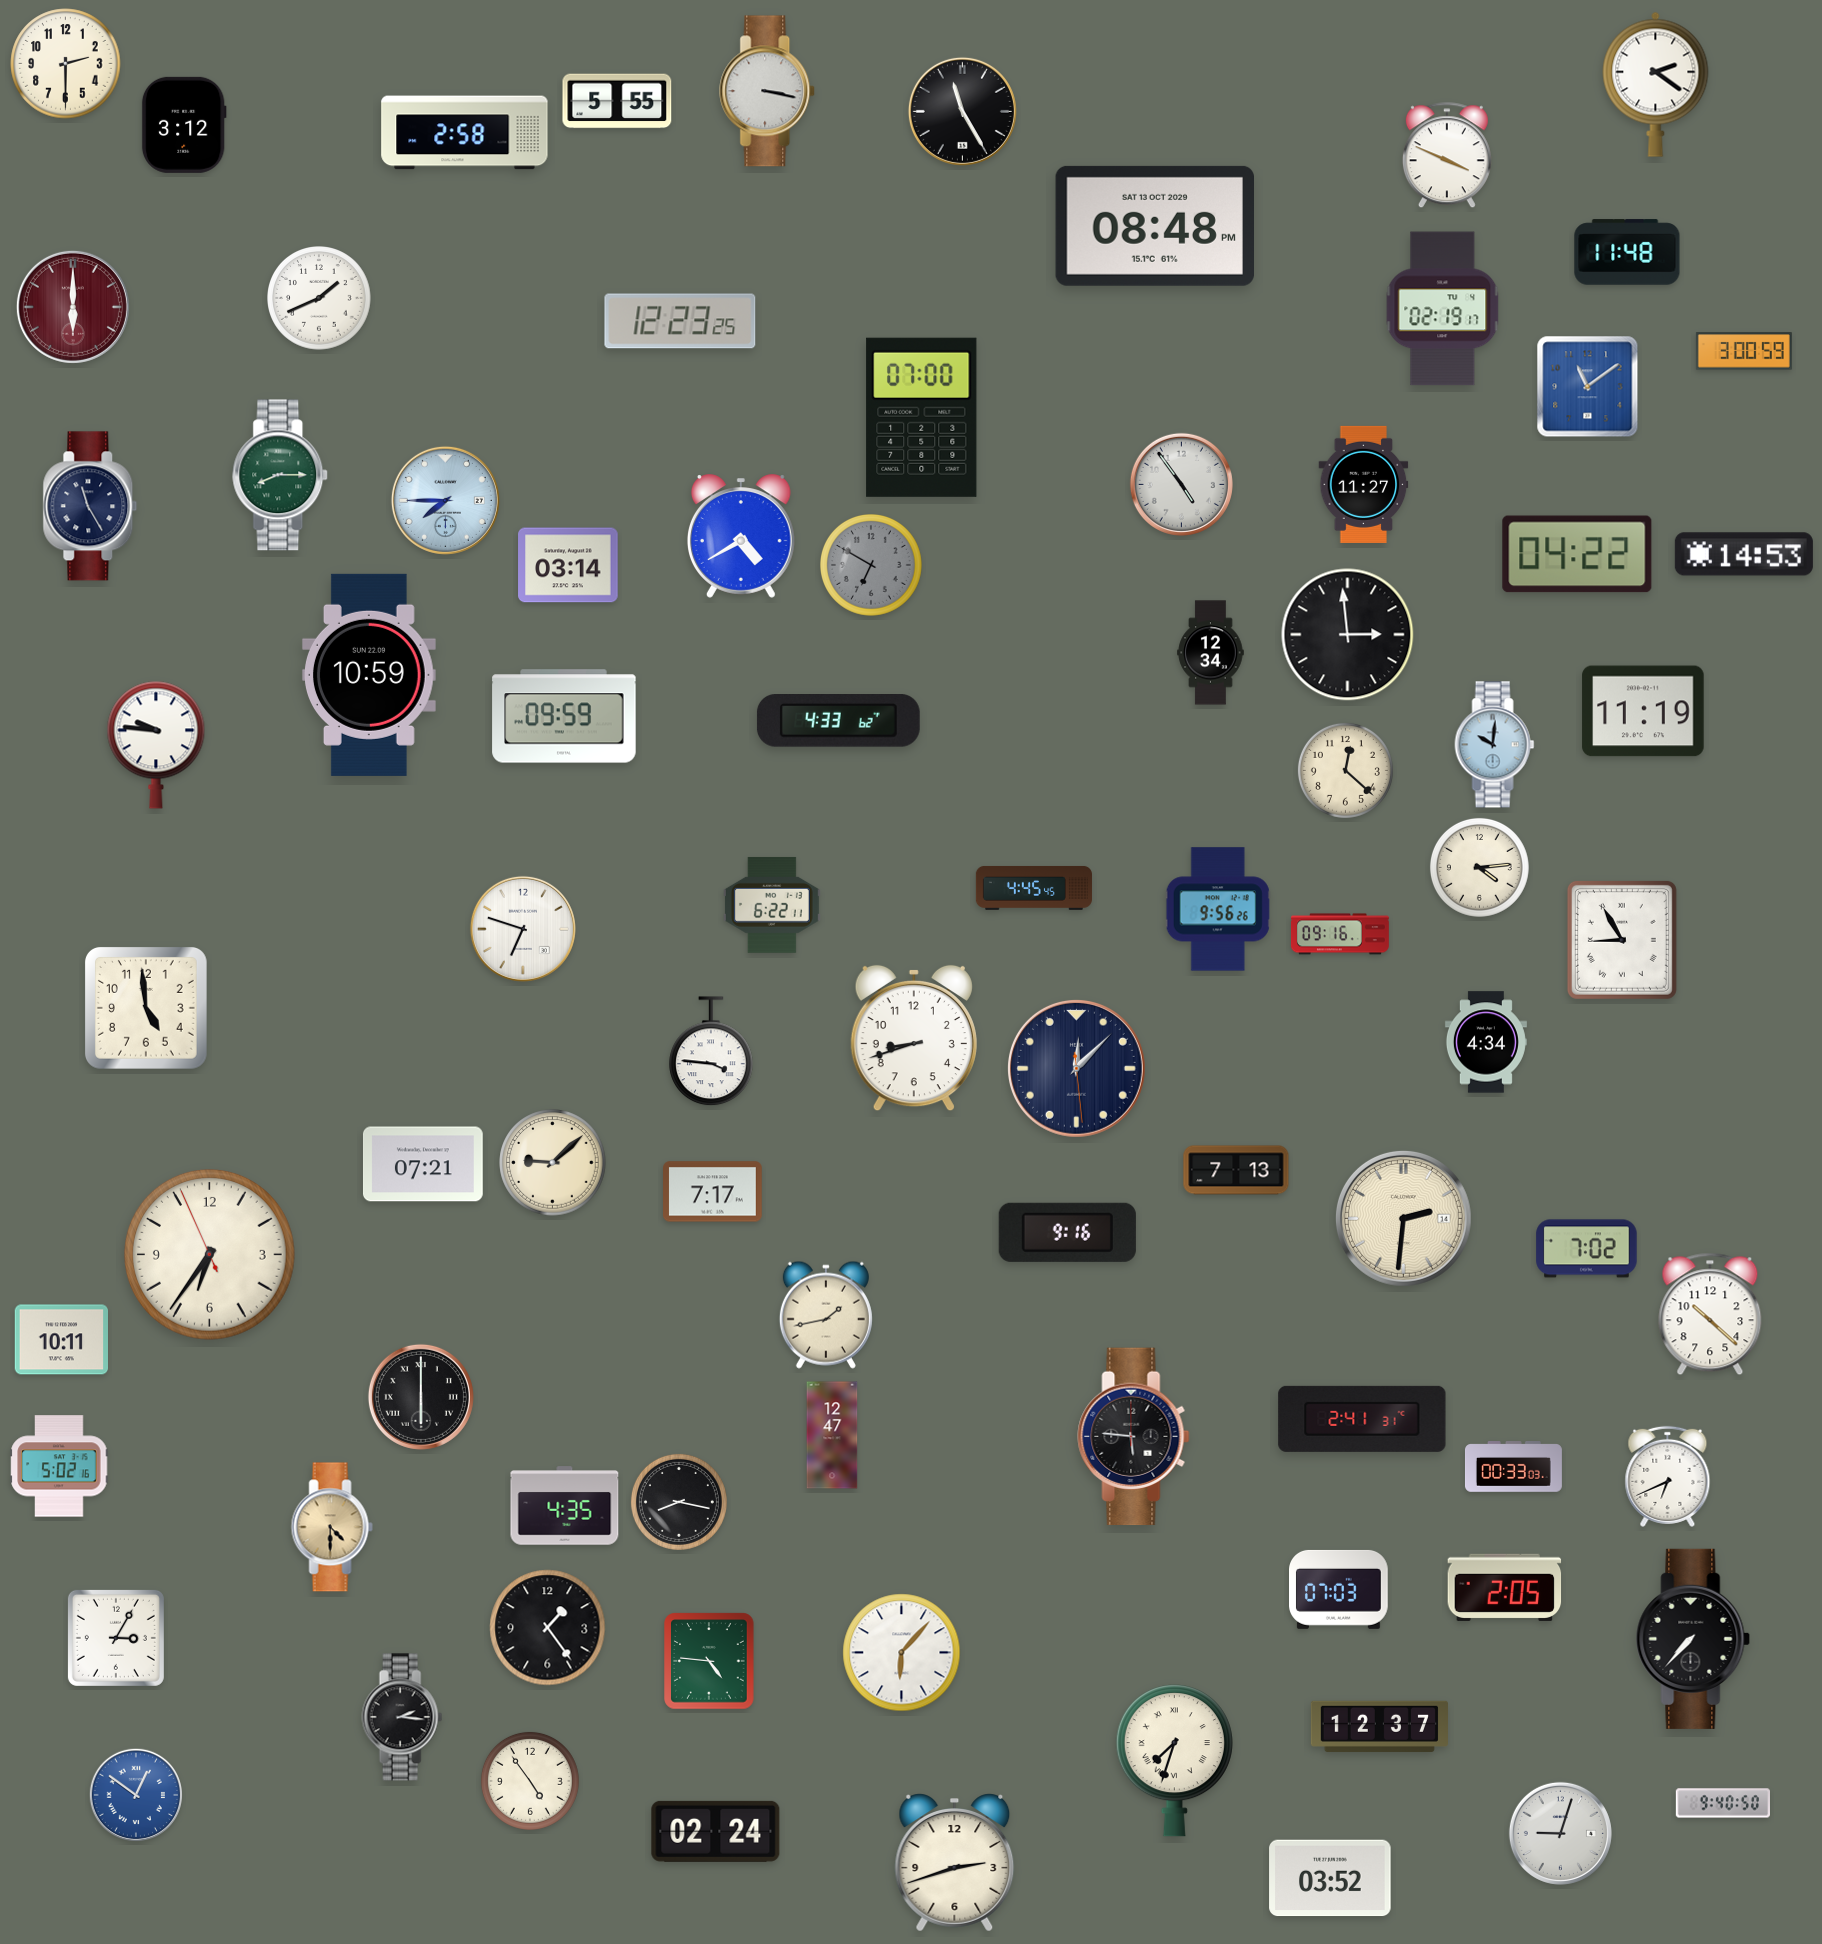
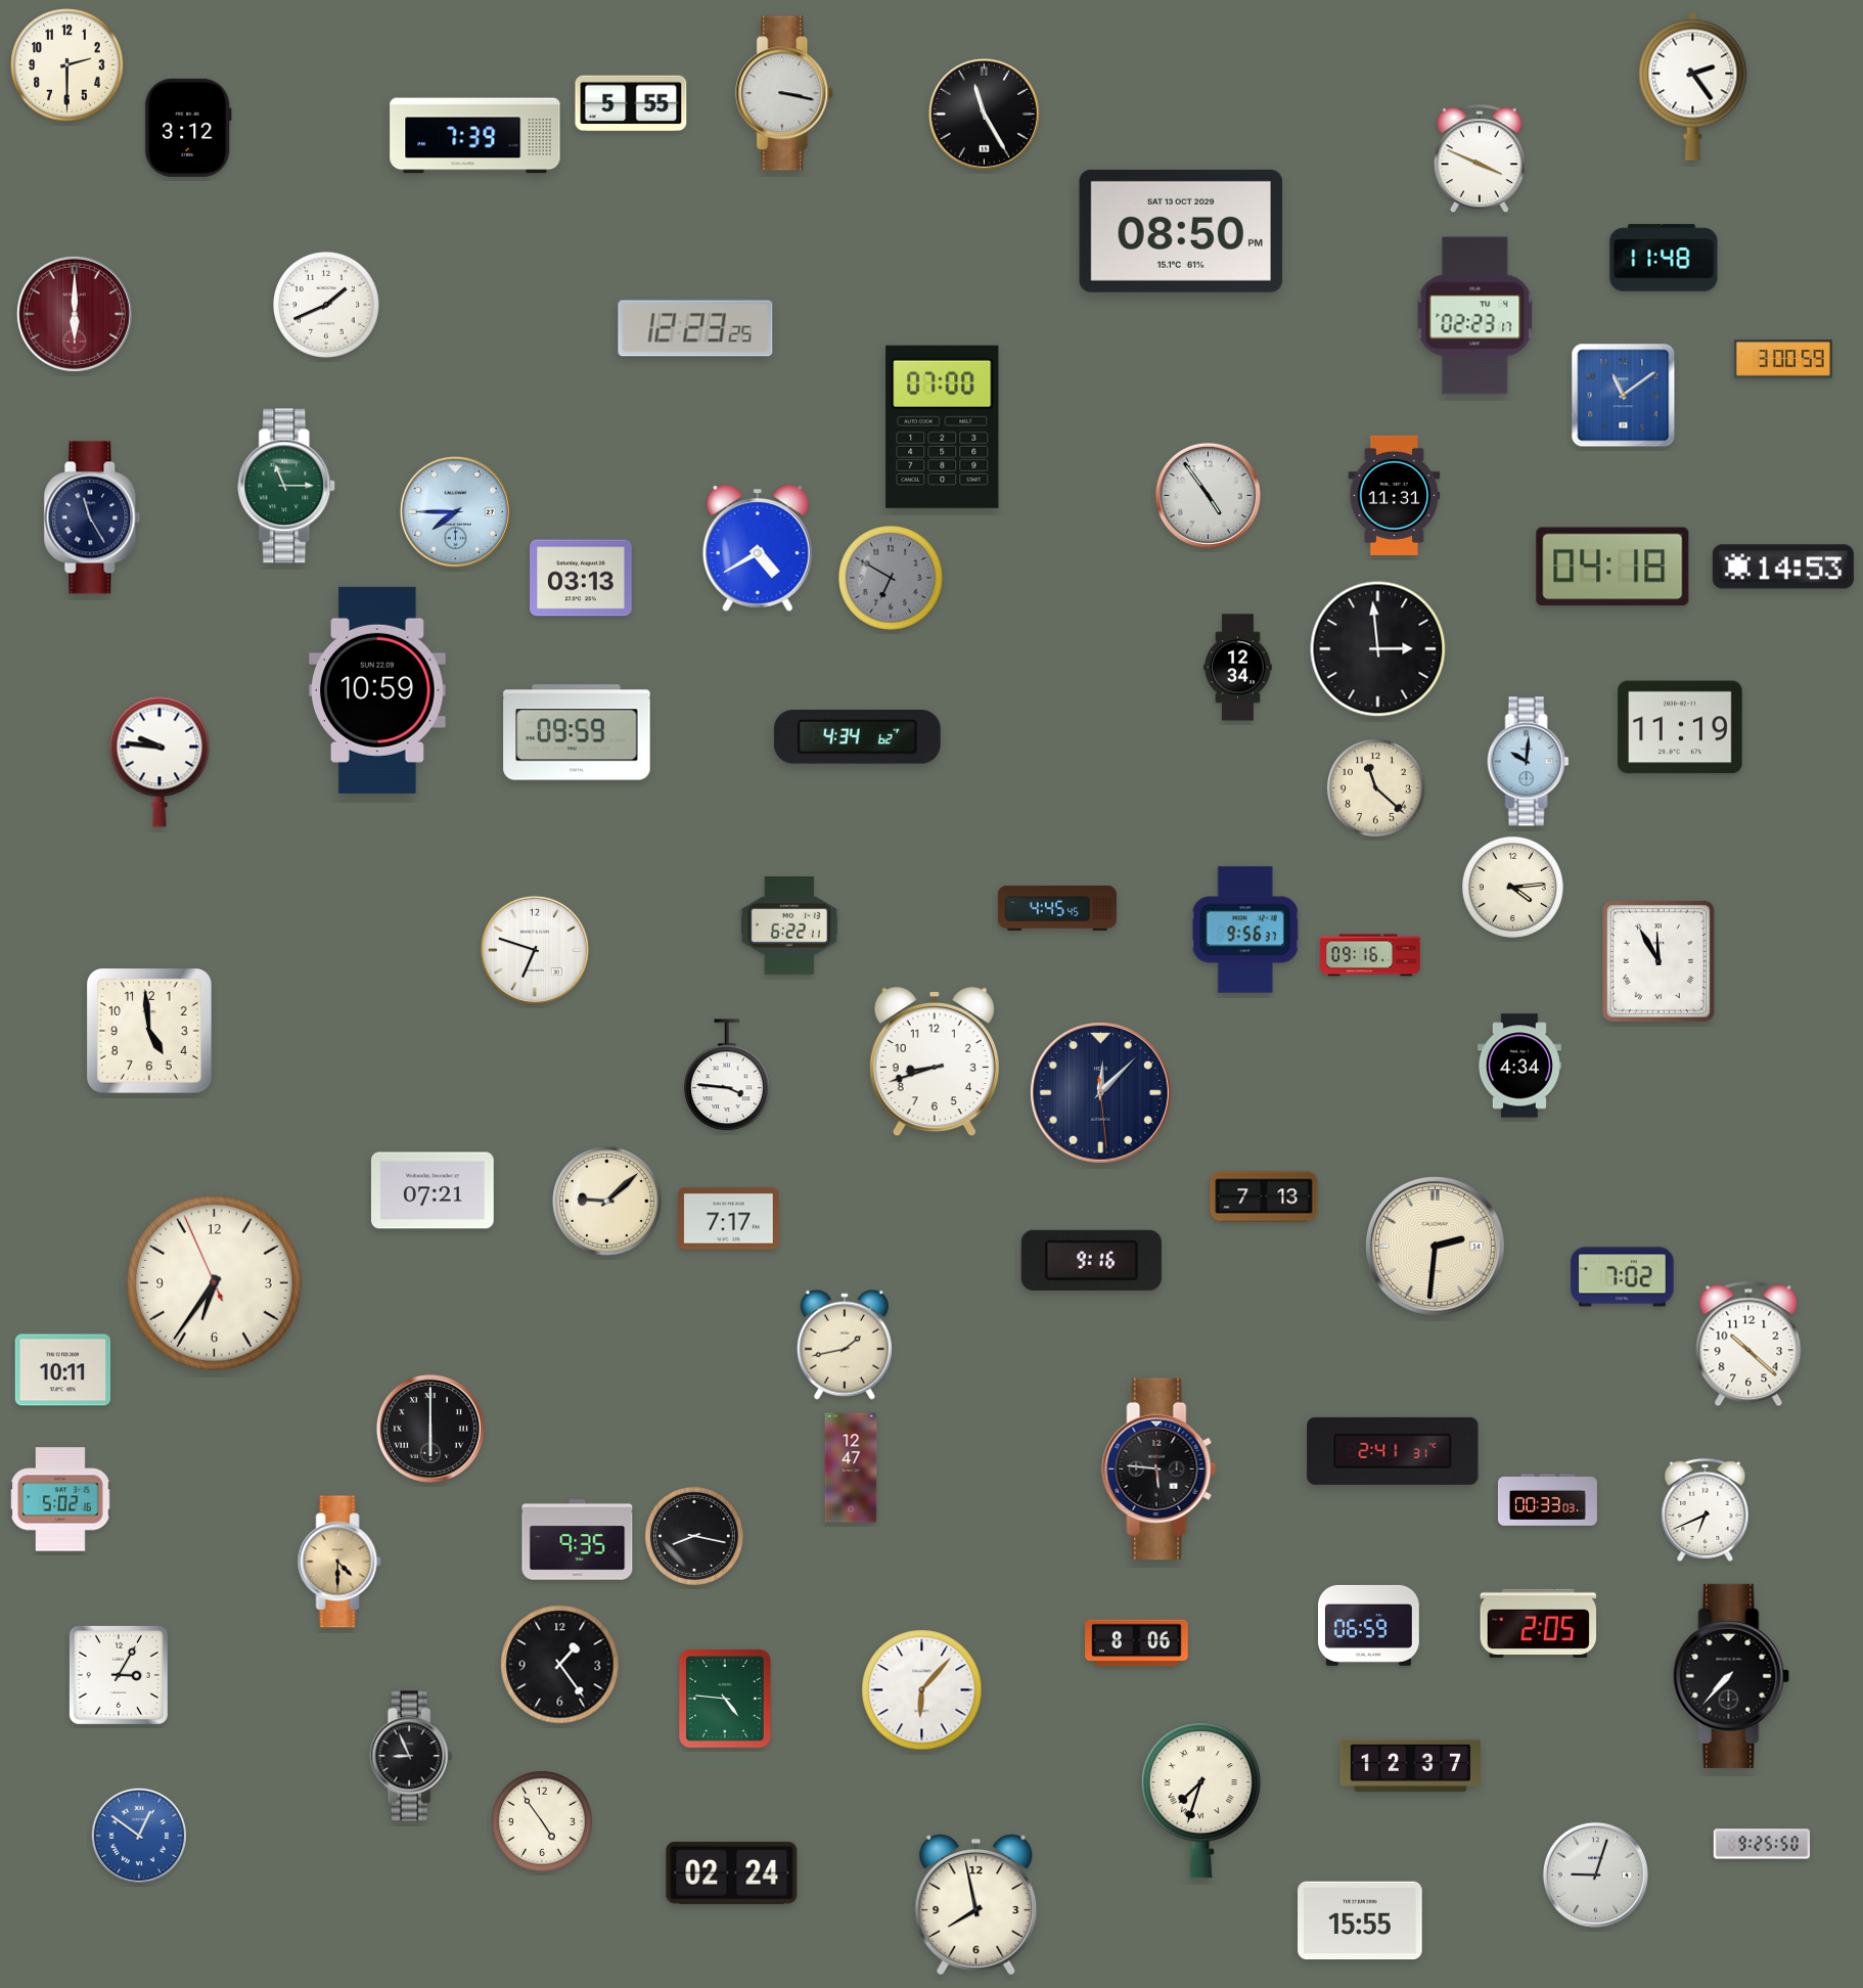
clock at (1656, 84): 2:21 -> 2:24
clock at (465, 133): 2:58 -> 7:39
clock at (1154, 226): 08:48 -> 08:50
clock at (1443, 309): 02:19 -> 02:23
clock at (281, 475): 8:15 -> 11:15
clock at (1364, 484): 11:27 -> 11:31
clock at (1577, 554): 04:22 -> 04:18
clock at (568, 565): 03:14 -> 03:13
clock at (838, 721): 4:33 -> 4:34
clock at (1345, 770): 12:22 -> 11:22
clock at (1218, 909): 9:56:26 -> 9:56:37
clock at (1622, 940): 8:55 -> 11:55
clock at (553, 1163) position: (553, 1163) -> (607, 1202)
clock at (565, 1506): 4:35 -> 9:35
clock at (1339, 1589): 07:03 -> 06:59
clock at (1137, 1643): none -> 8:06
clock at (402, 1717): 2:16 -> 8:56
clock at (1722, 1803): 9:40 -> 9:25
clock at (955, 1863): 2:42 -> 7:58
clock at (1330, 1878): 03:52 -> 15:55
